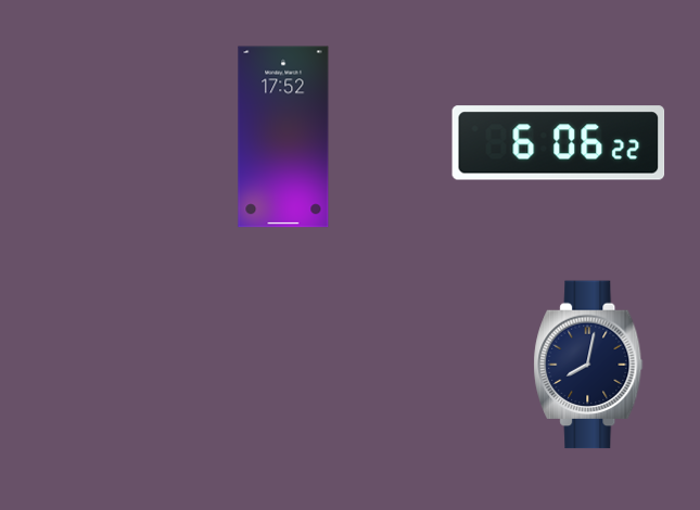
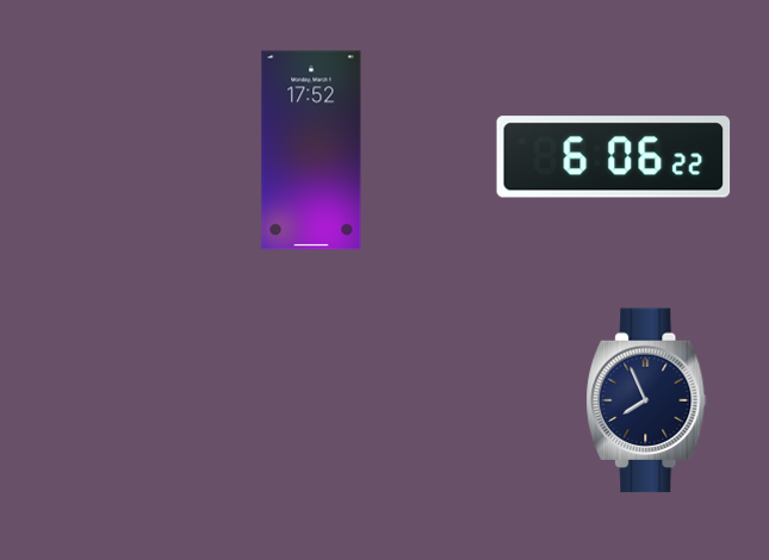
clock at (588, 365): 8:02 -> 7:56
